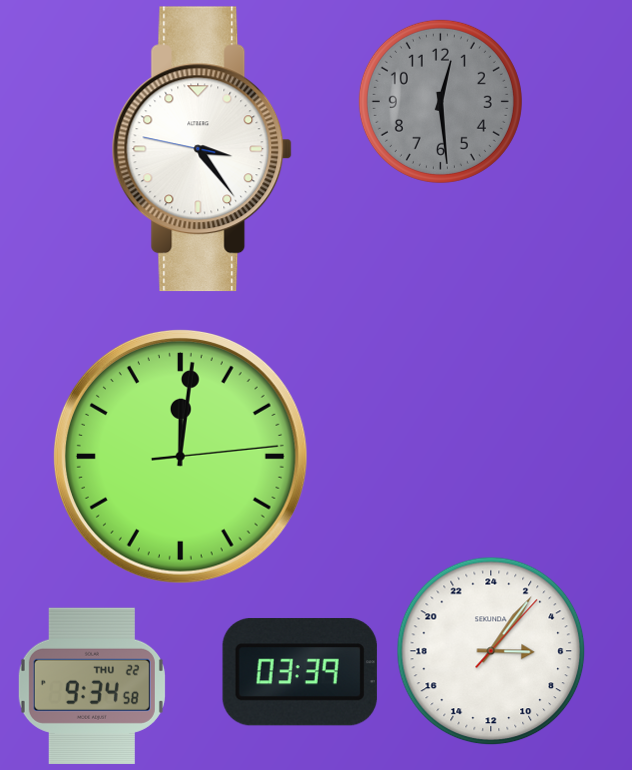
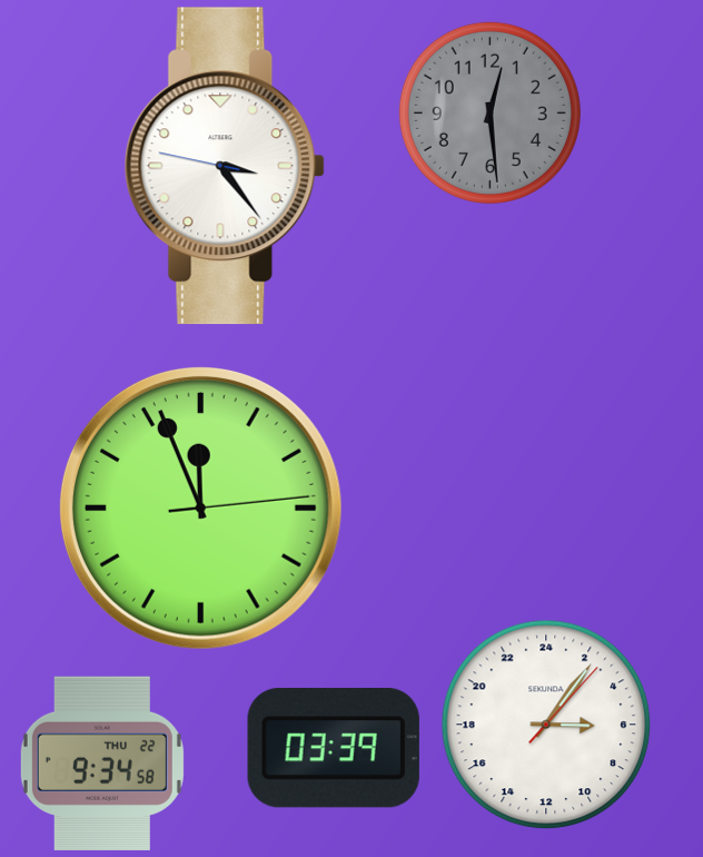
clock at (180, 456): 12:01 -> 11:56
